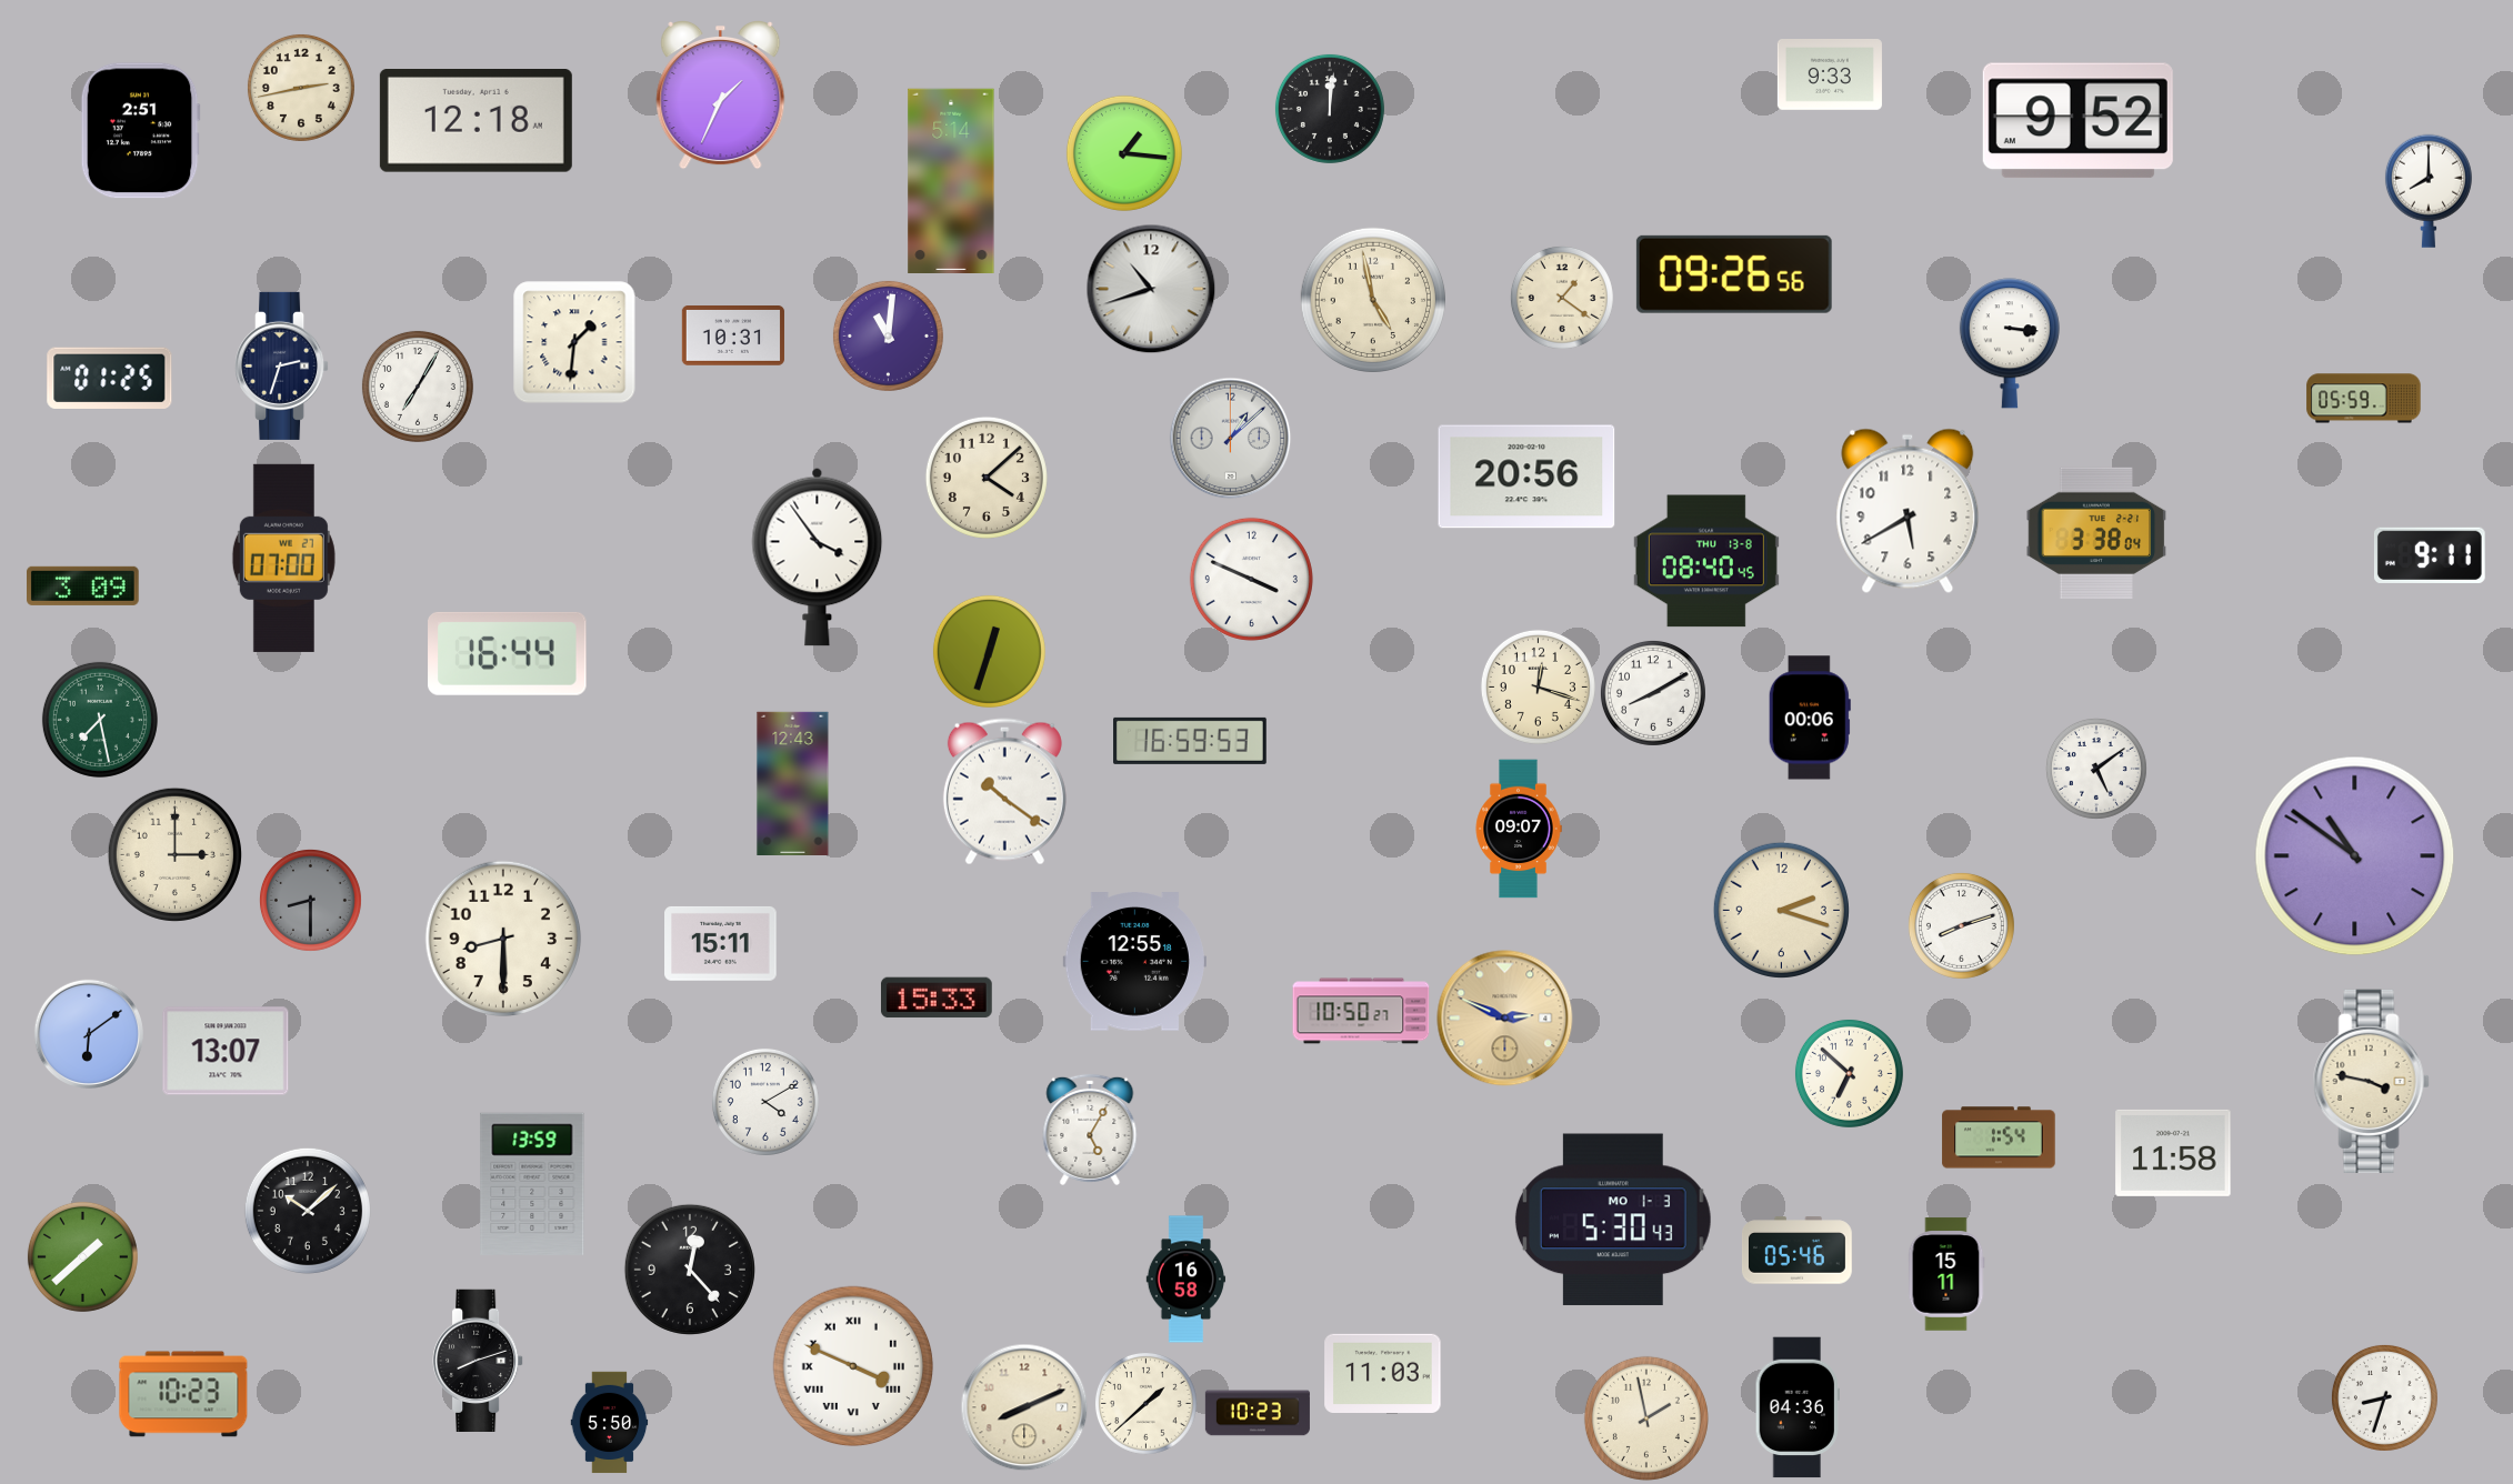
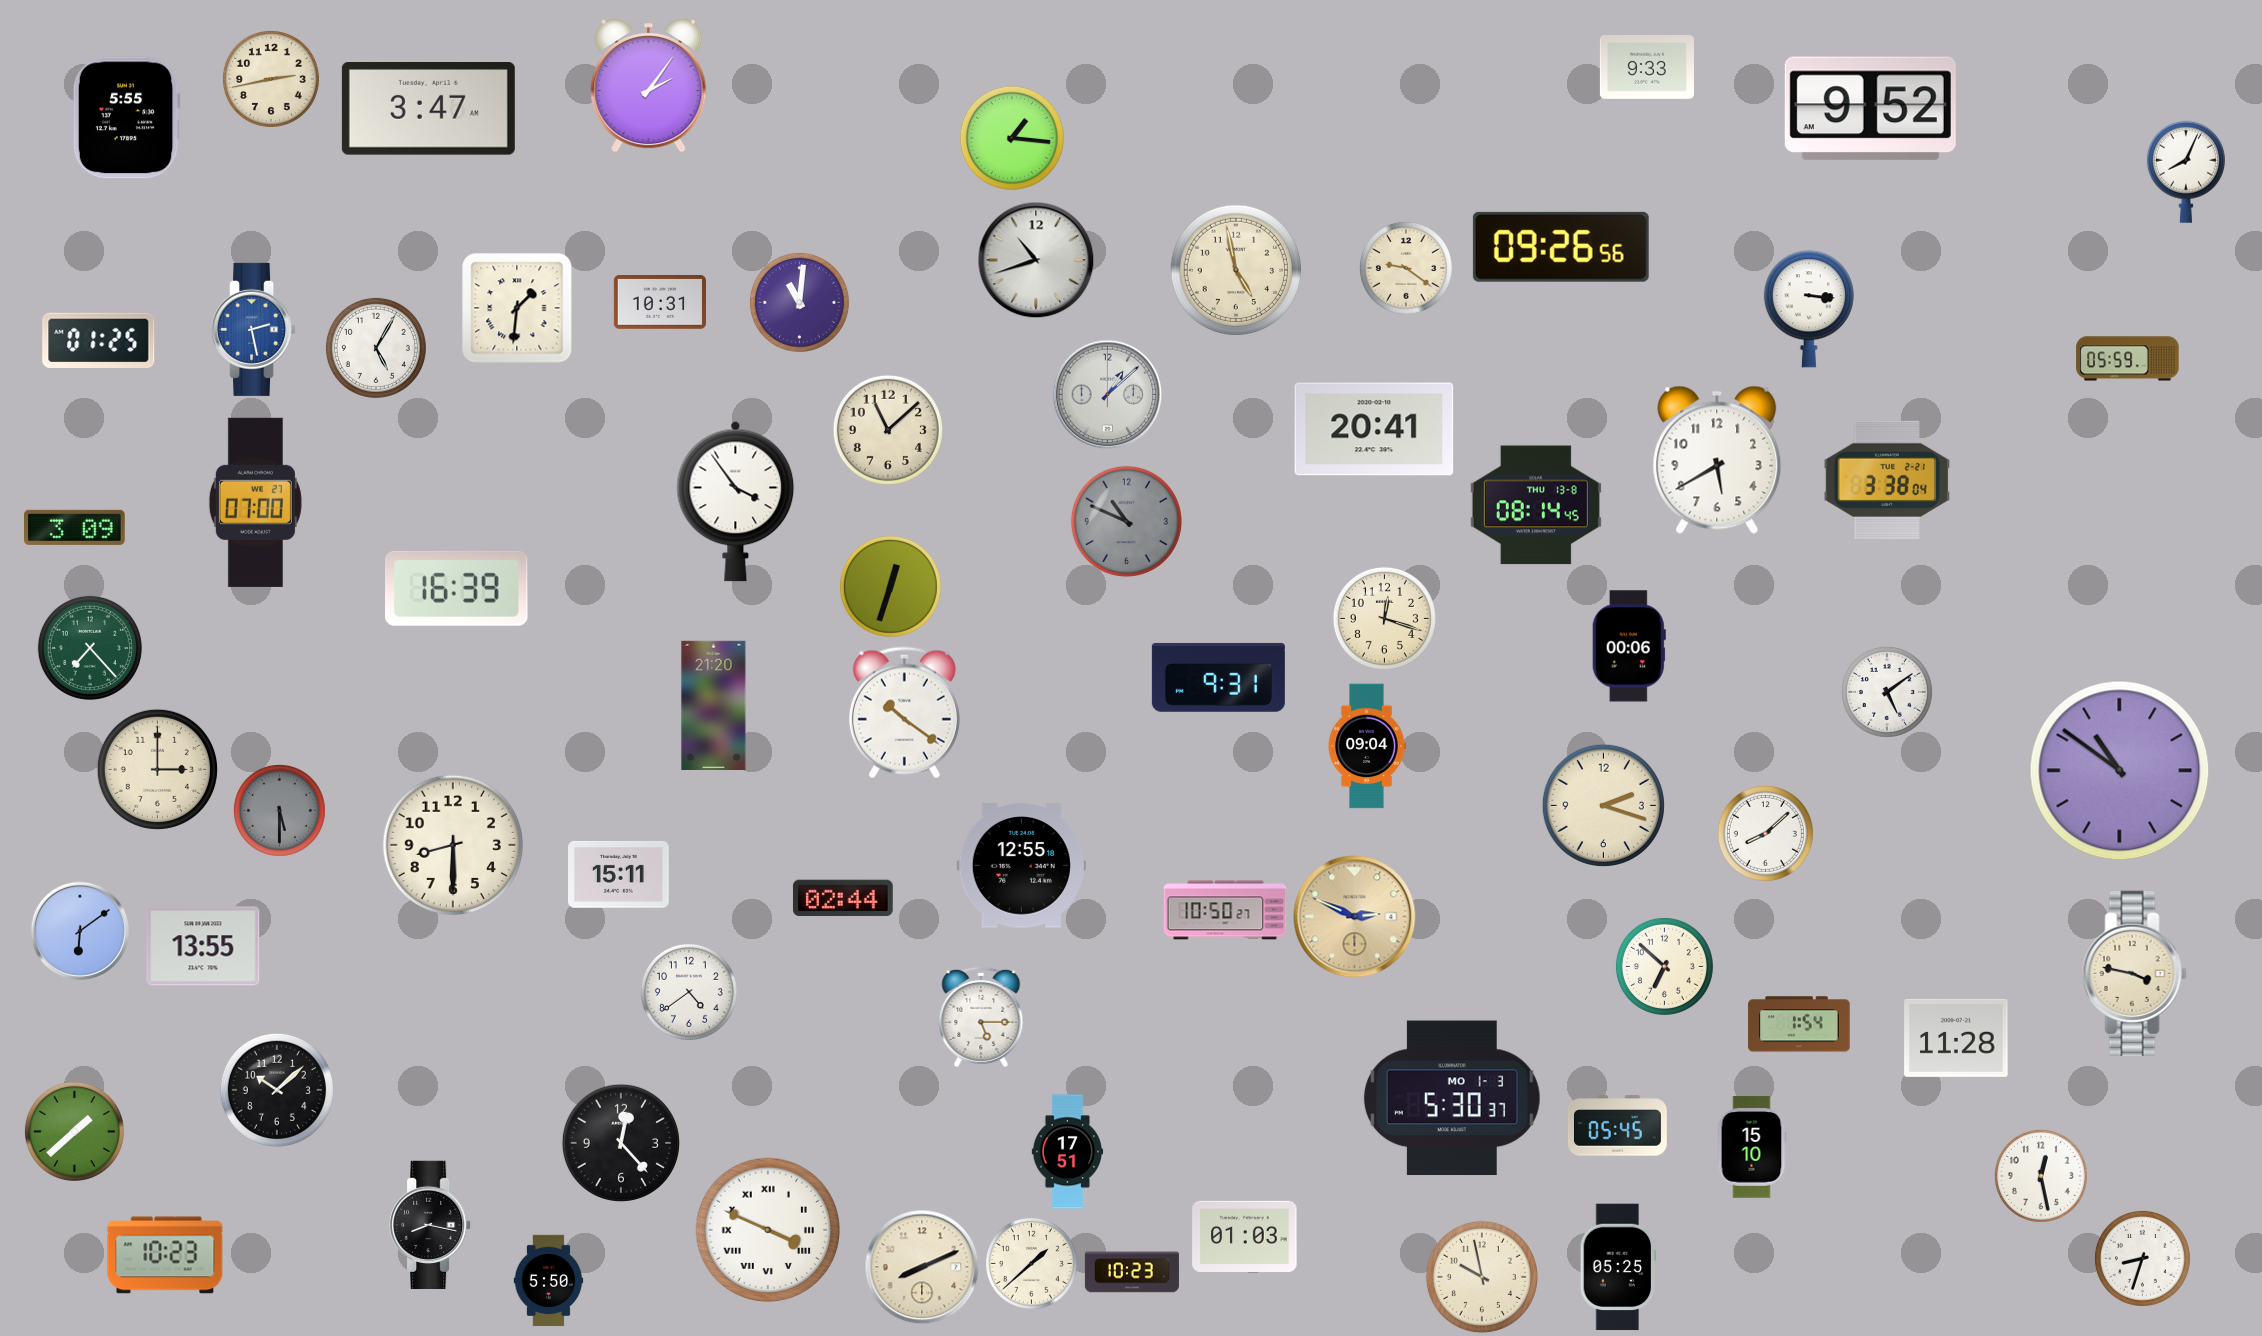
clock at (721, 96): 1:34 -> 2:06
clock at (1330, 109): 12:01 -> none
clock at (475, 121): 12:18 -> 3:47
clock at (140, 131): 2:51 -> 5:55
clock at (951, 180): 5:14 -> none
clock at (2429, 191): 8:00 -> 8:04
clock at (1562, 298): 1:21 -> 9:21
clock at (282, 365): 2:33 -> 2:28
clock at (282, 365) dial: navy -> blue
clock at (418, 387): 7:05 -> 5:05
clock at (1526, 477): 20:56 -> 20:41
clock at (987, 478): 4:08 -> 11:08
clock at (2430, 555): 9:11 -> none
clock at (1706, 561): 08:40 -> 08:14
clock at (1251, 579): 3:49 -> 10:49
clock at (1251, 579) dial: white -> grey
clock at (508, 653): 16:44 -> 16:39
clock at (1653, 693): 8:10 -> none
clock at (100, 720): 7:28 -> 7:23
clock at (1191, 741): 16:59 -> none
clock at (1218, 677): none -> 9:31
clock at (793, 783): 12:43 -> 21:20
clock at (1519, 829): 09:07 -> 09:04
clock at (310, 900): 8:30 -> 5:30
clock at (1781, 910) position: (1781, 910) -> (1603, 805)
clock at (1961, 925): 8:12 -> 8:08
clock at (721, 943) position: (721, 943) -> (619, 874)
clock at (937, 997): 15:33 -> 02:44
clock at (226, 1051): 13:07 -> 13:55
clock at (765, 1102): 4:10 -> 4:39
clock at (1090, 1130): 5:05 -> 5:15
clock at (2173, 1153): 11:58 -> 11:28
clock at (532, 1184): 13:59 -> none
clock at (1613, 1220): 5:30:43 -> 5:30:37
clock at (1796, 1251): 05:46 -> 05:45
clock at (1946, 1274): 15:11 -> 15:10
clock at (1187, 1280): 16:58 -> 17:51
clock at (2041, 1176): none -> 12:28
clock at (478, 1360): 8:12 -> 8:17
clock at (1383, 1373): 11:03 -> 01:03
clock at (2384, 1397) position: (2384, 1397) -> (2142, 1258)
clock at (1798, 1407): 04:36 -> 05:25
clock at (1646, 1418): 1:58 -> 9:58
